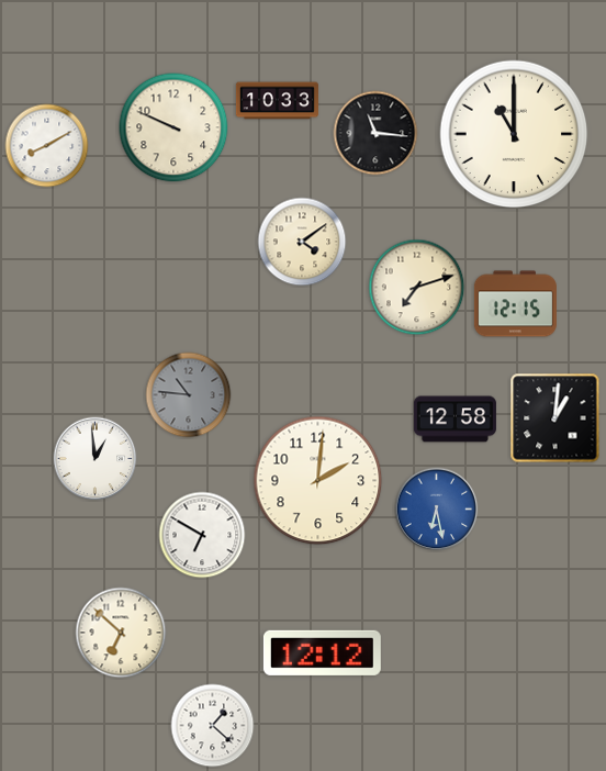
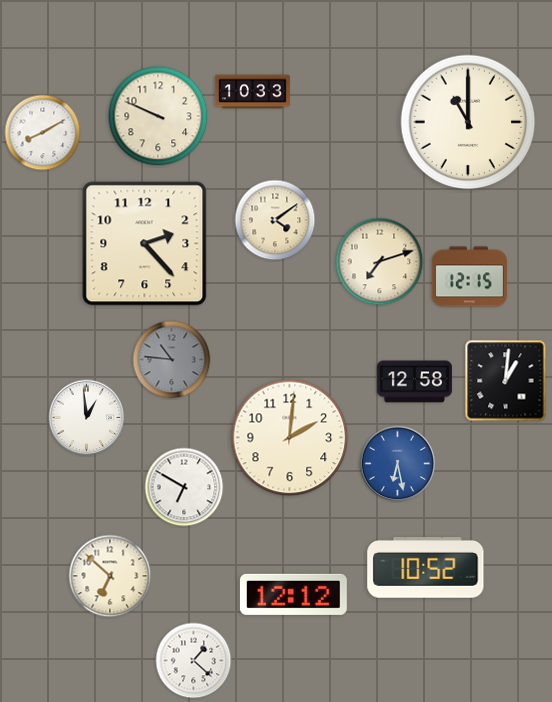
clock at (375, 133): 11:16 -> none
clock at (145, 244): none -> 2:23
clock at (426, 568): none -> 10:52
